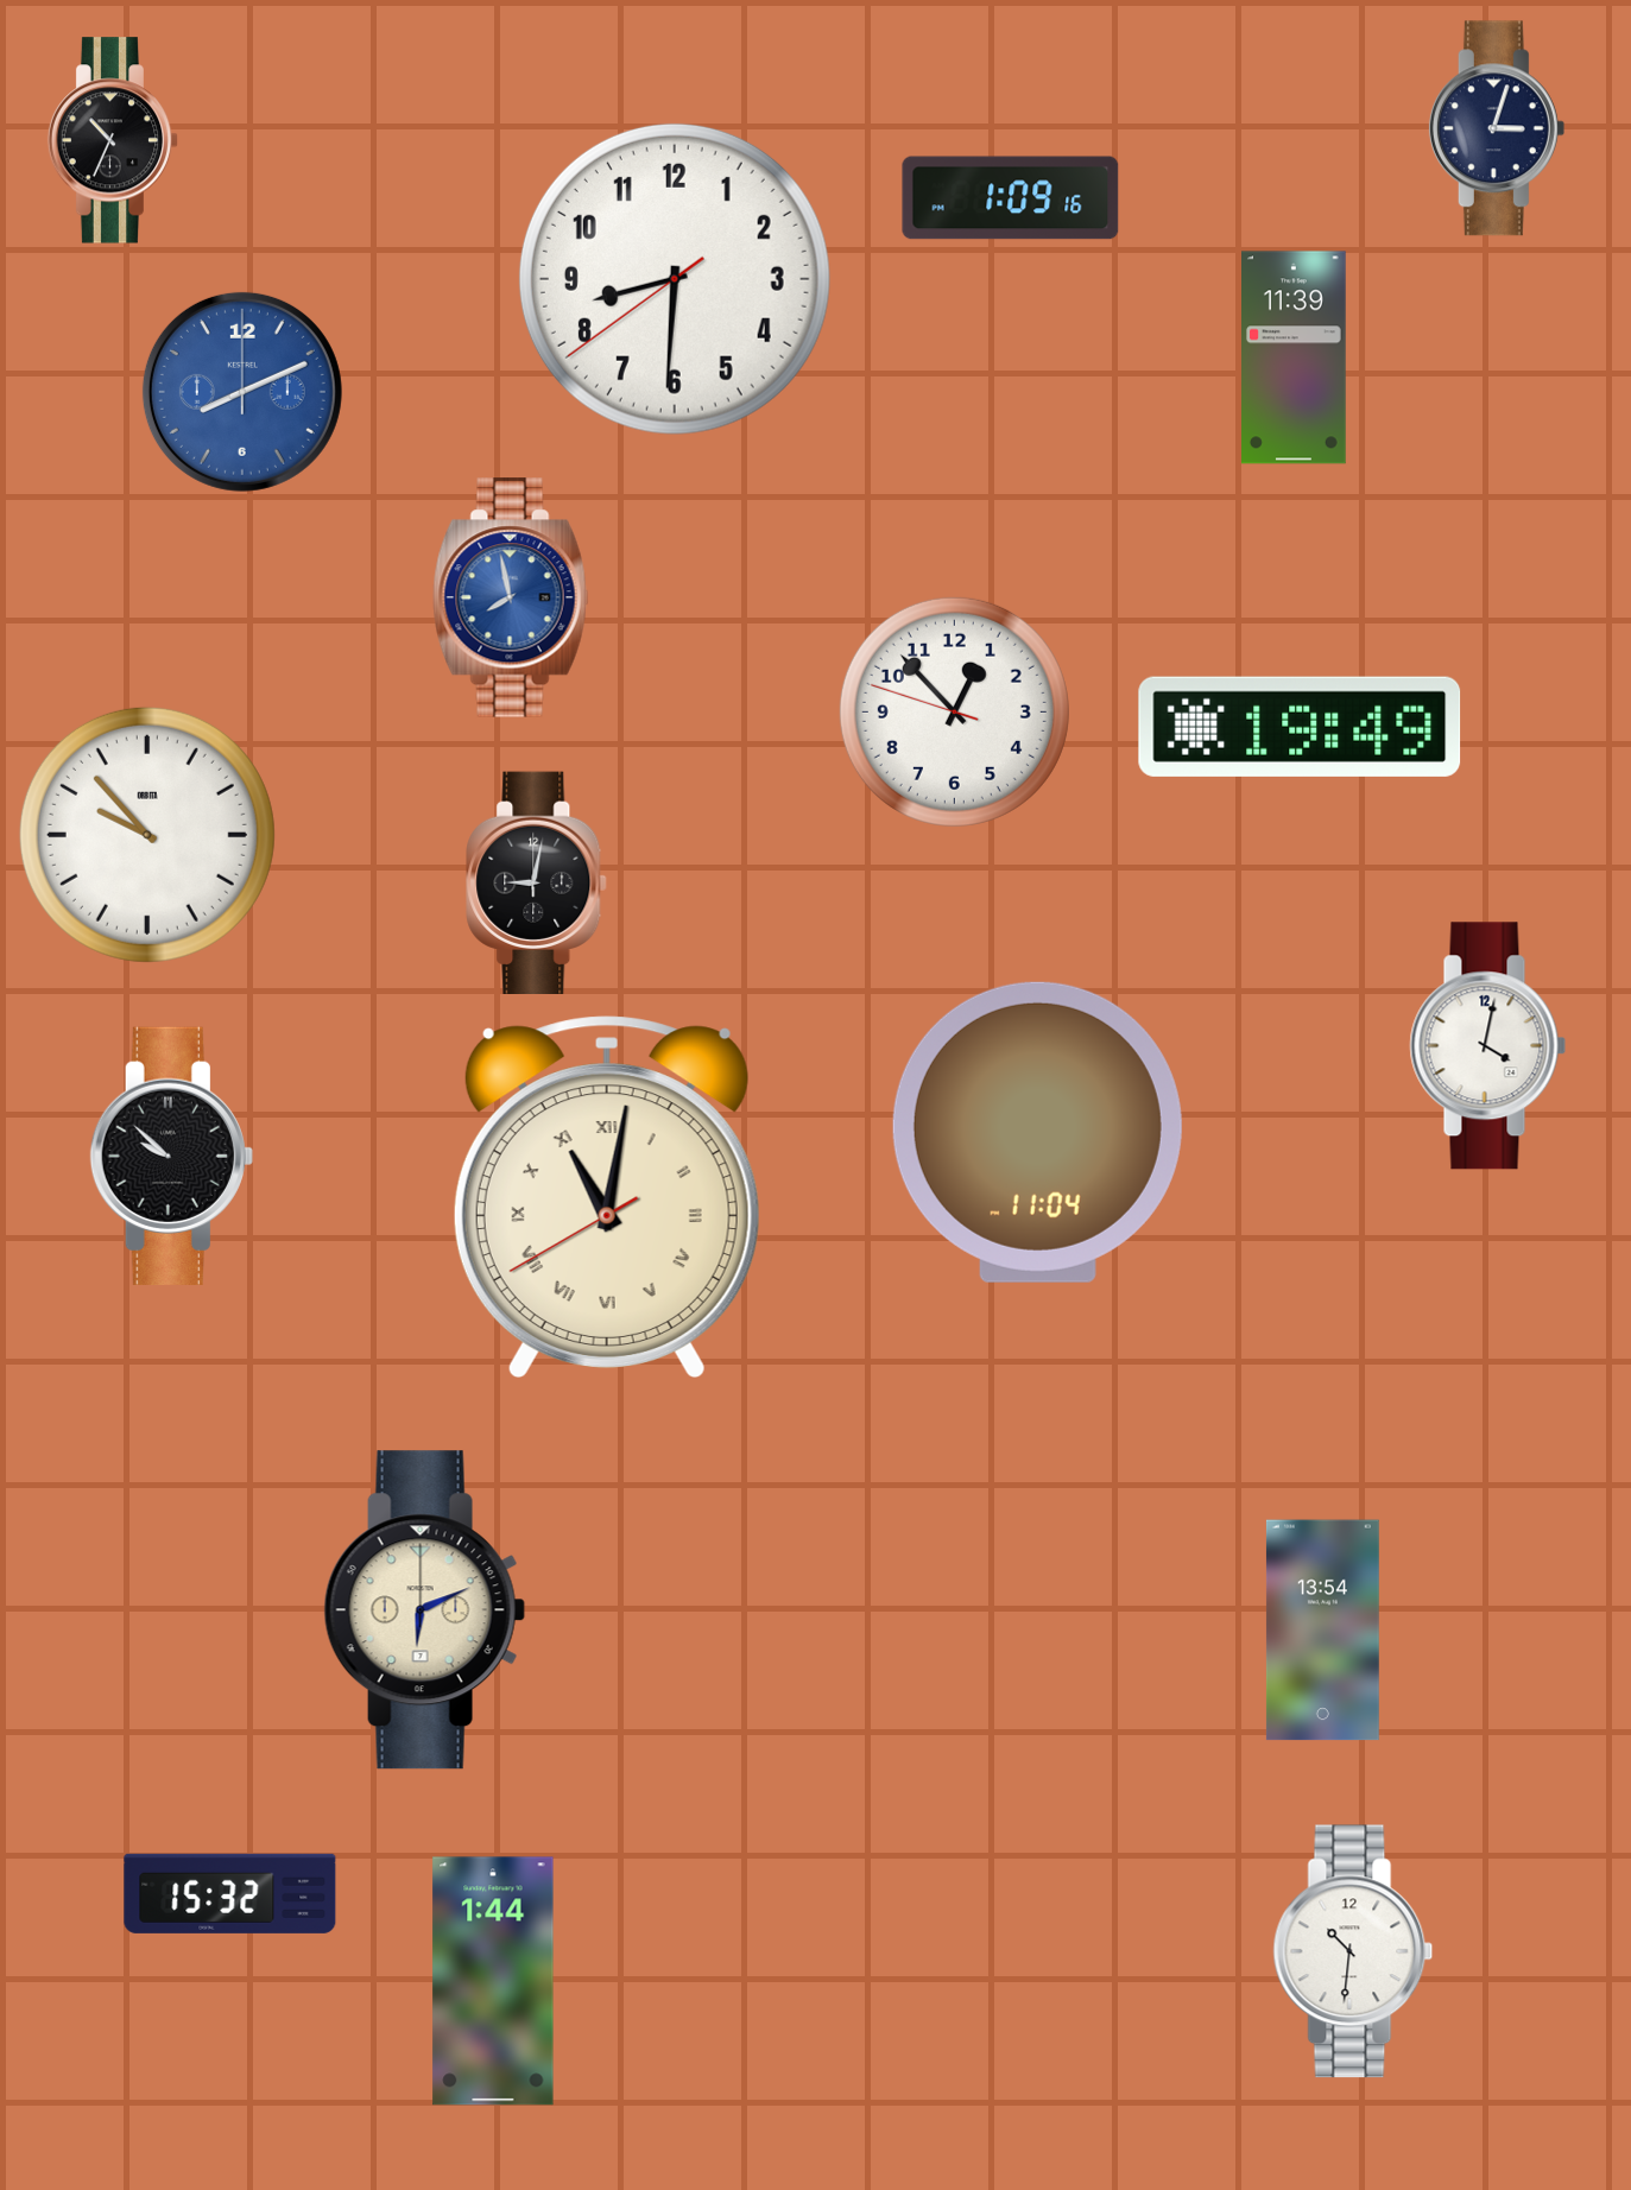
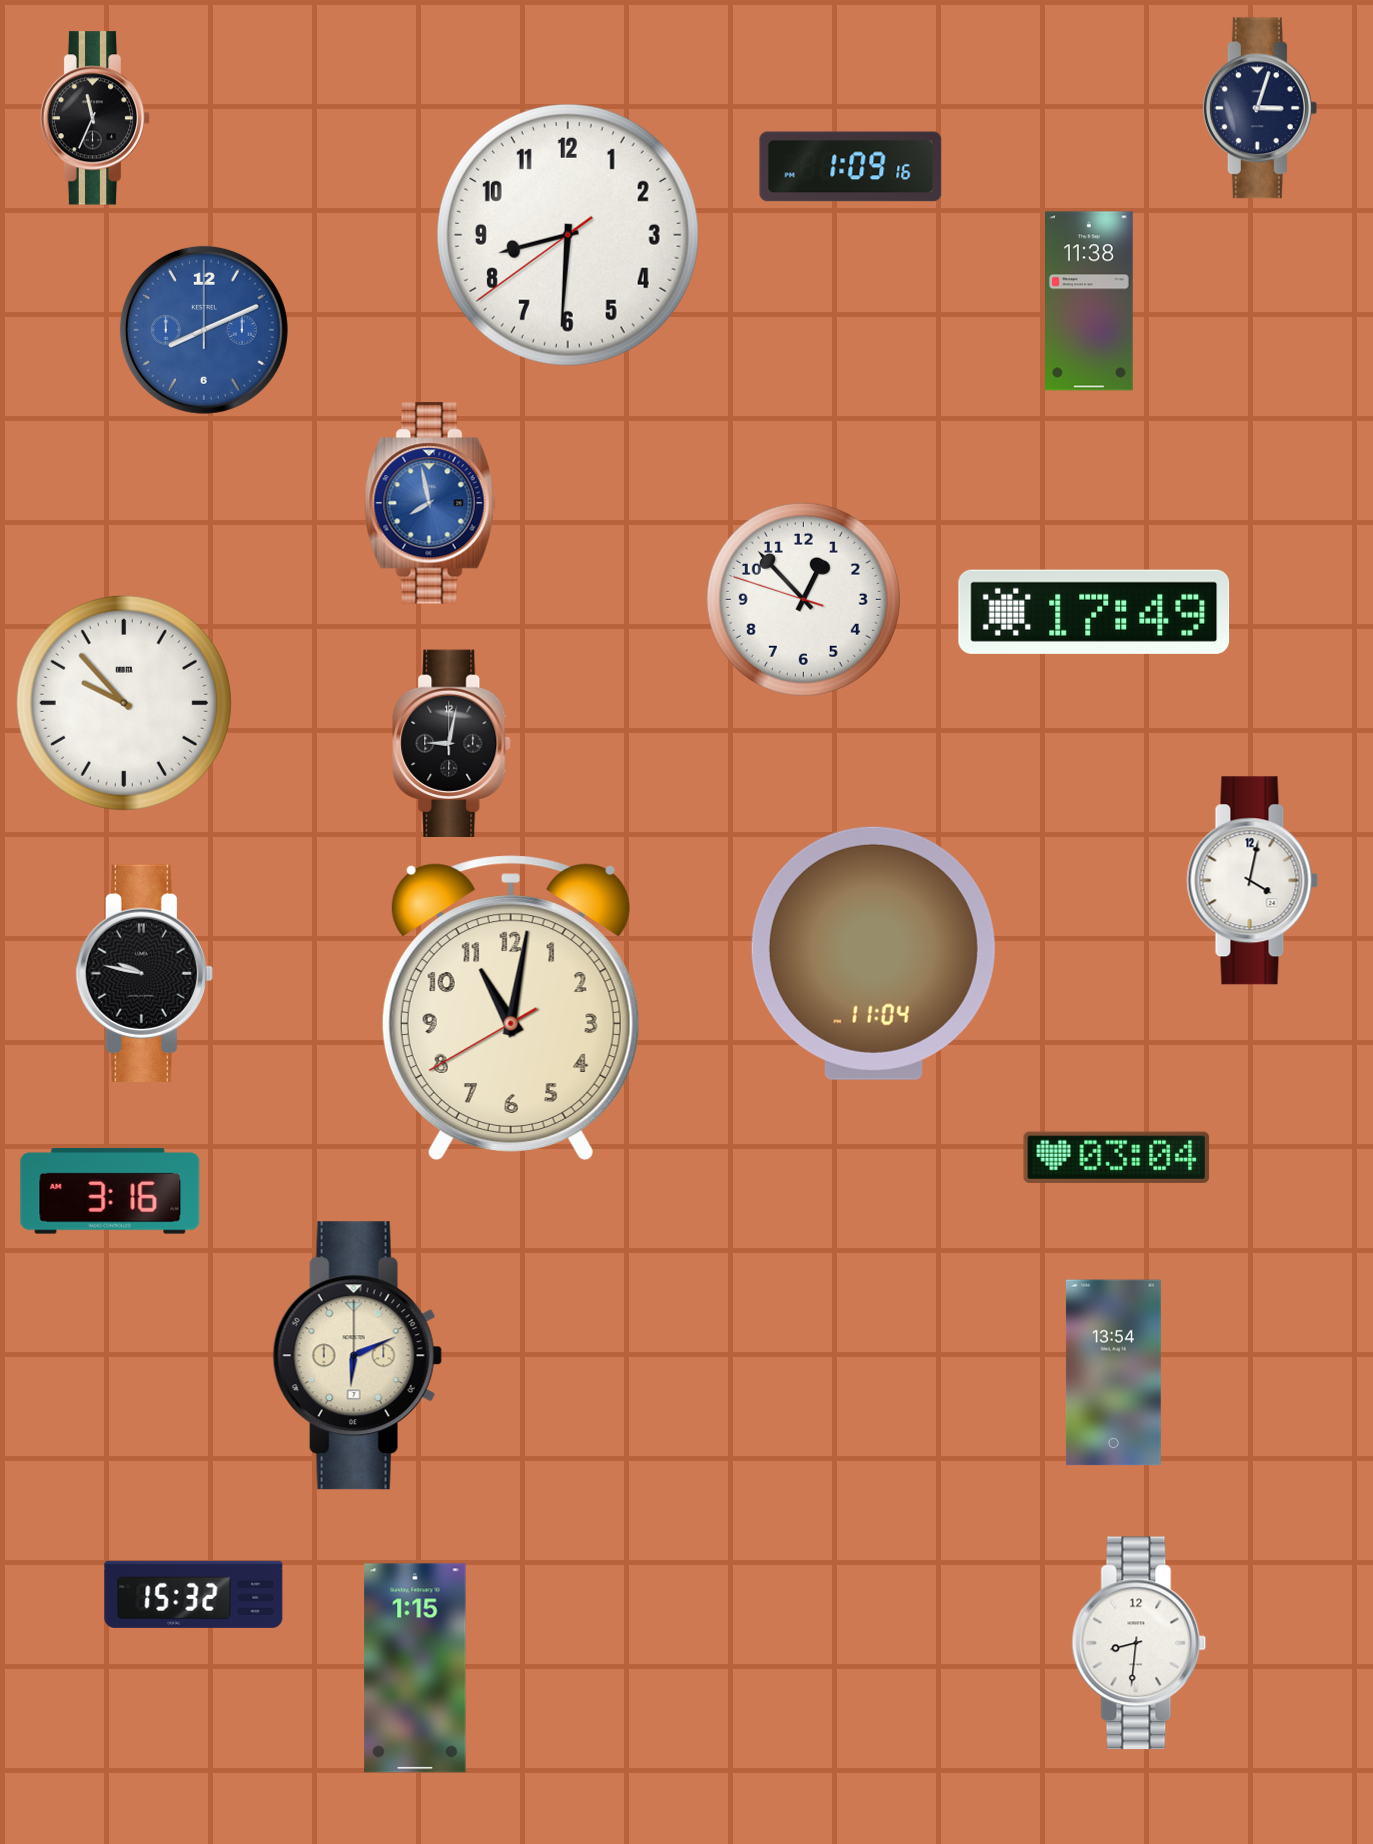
clock at (113, 140): 10:34 -> 11:34
clock at (1295, 357): 11:39 -> 11:38
clock at (1300, 727): 19:49 -> 17:49
clock at (171, 1156): 9:52 -> 9:47
clock at (607, 1197) numerals: Roman -> Arabic
clock at (1117, 1157): none -> 03:04
clock at (110, 1191): none -> 3:16
clock at (1353, 1951): 10:31 -> 8:31
clock at (493, 1981): 1:44 -> 1:15
